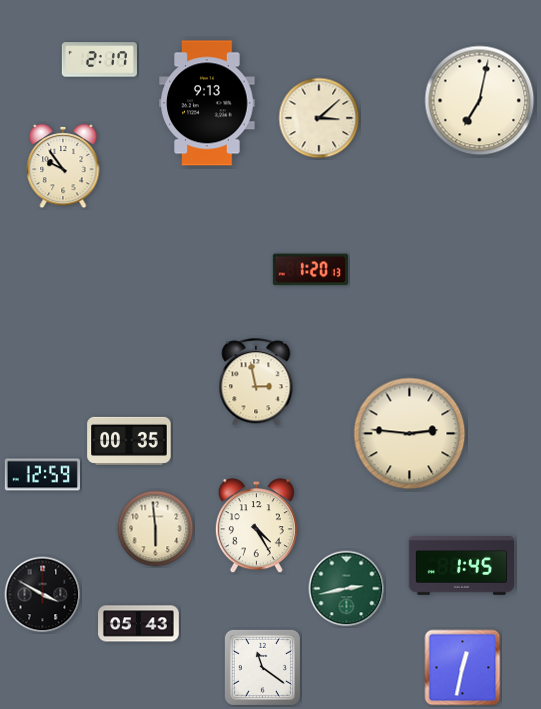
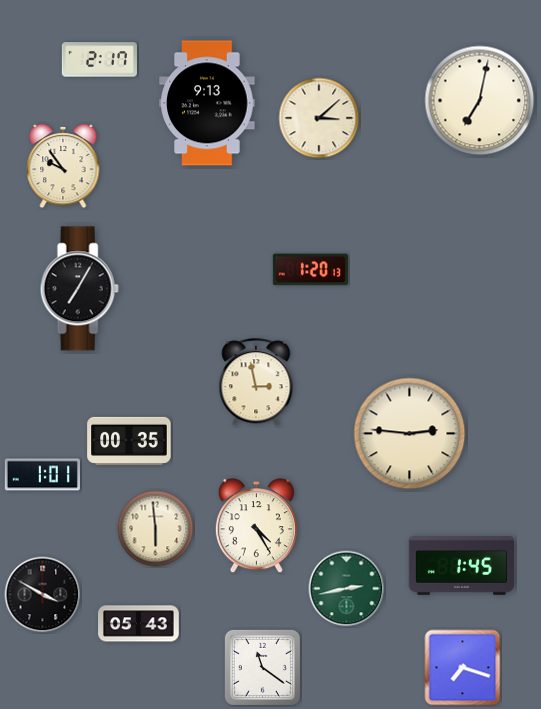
clock at (79, 289): none -> 7:05
clock at (42, 475): 12:59 -> 1:01
clock at (463, 668): 12:32 -> 7:18
